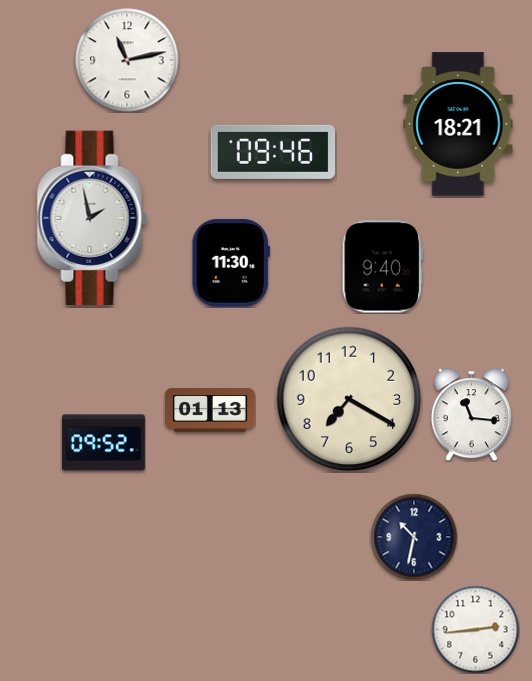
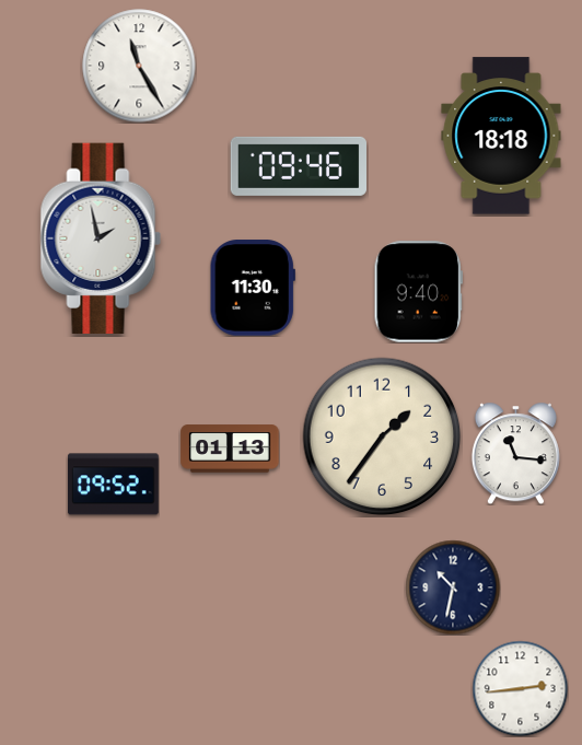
clock at (127, 60): 11:13 -> 11:25
clock at (458, 124): 18:21 -> 18:18
clock at (349, 399): 7:20 -> 1:36
